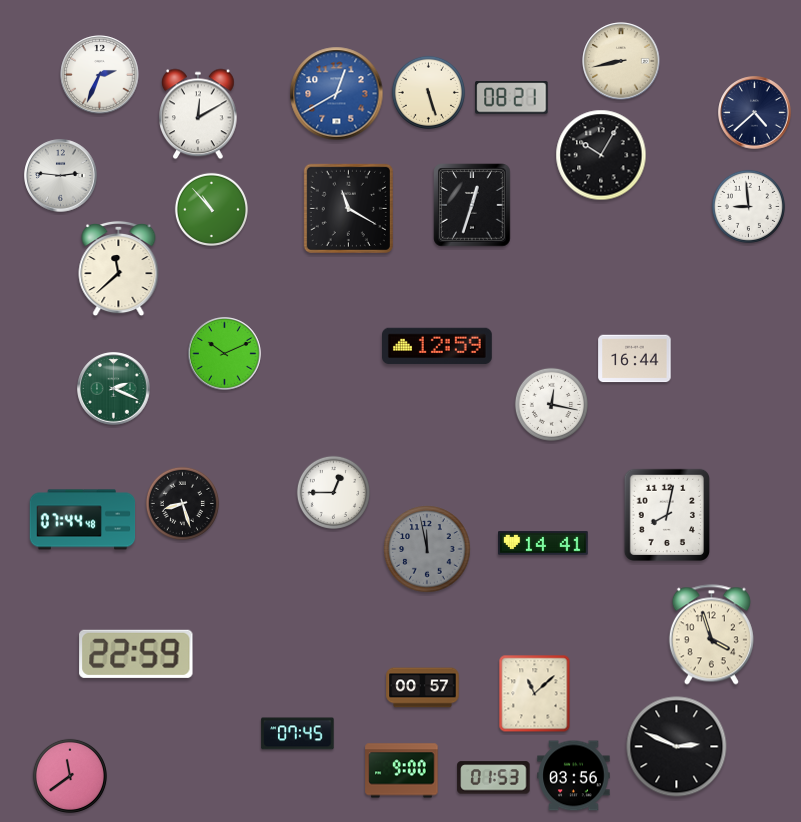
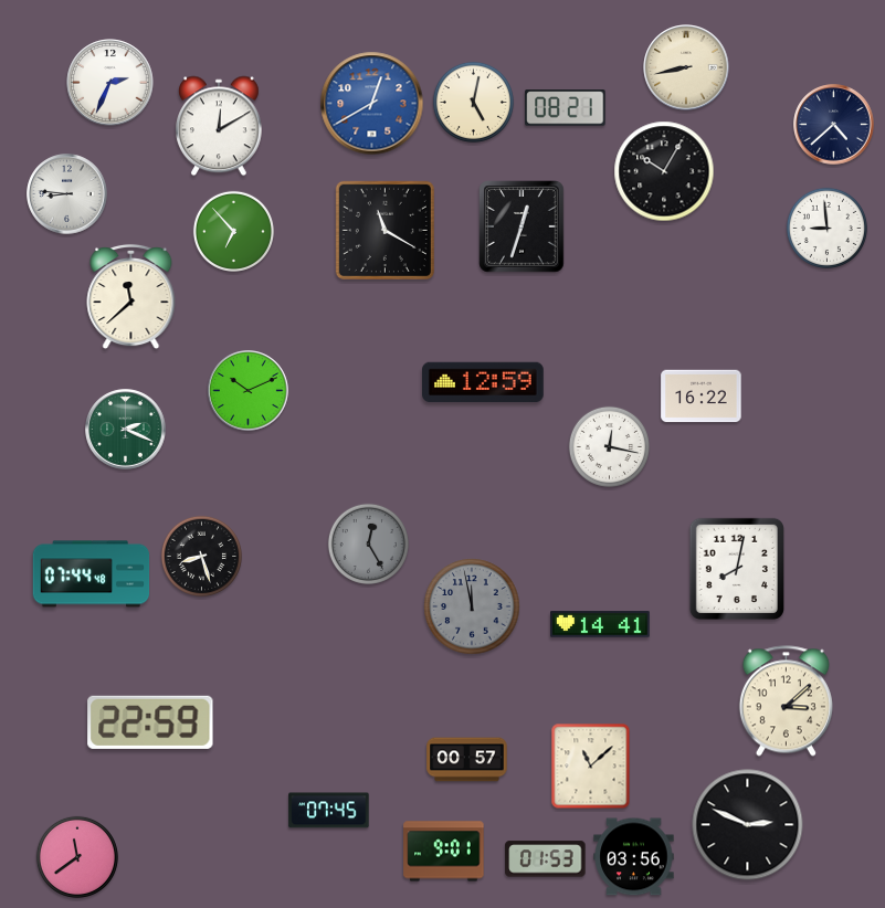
clock at (428, 92): 5:27 -> 5:02
clock at (61, 176): 2:46 -> 8:46
clock at (211, 209): 10:53 -> 6:53
clock at (635, 359): 16:44 -> 16:22
clock at (333, 492): 12:45 -> 12:25
clock at (333, 492) dial: white -> grey
clock at (544, 543) position: (544, 543) -> (601, 624)
clock at (711, 635): 3:57 -> 3:08
clock at (402, 771): 9:00 -> 9:01
